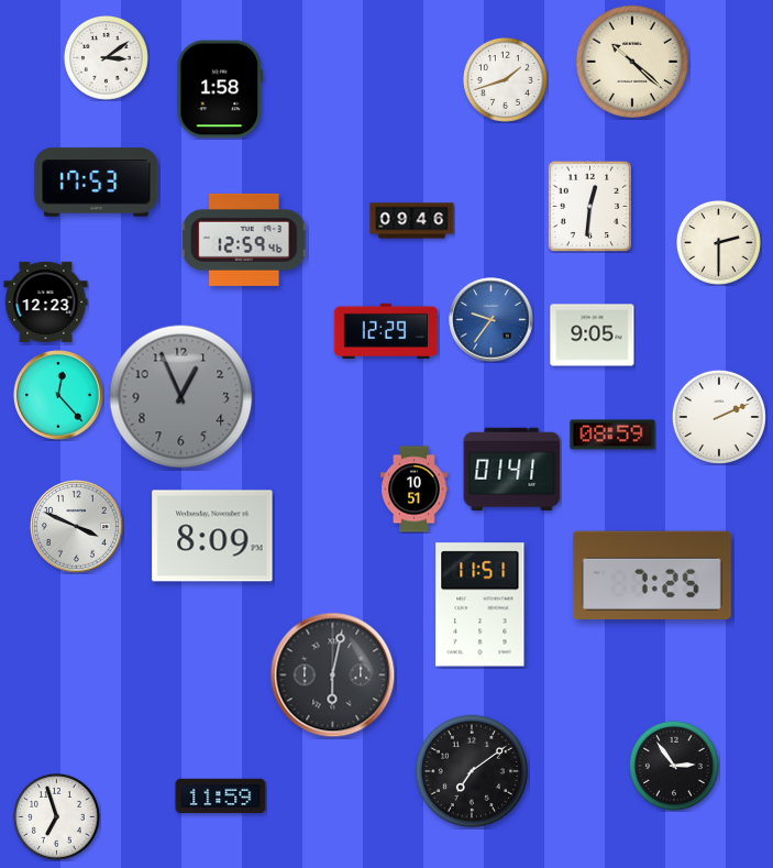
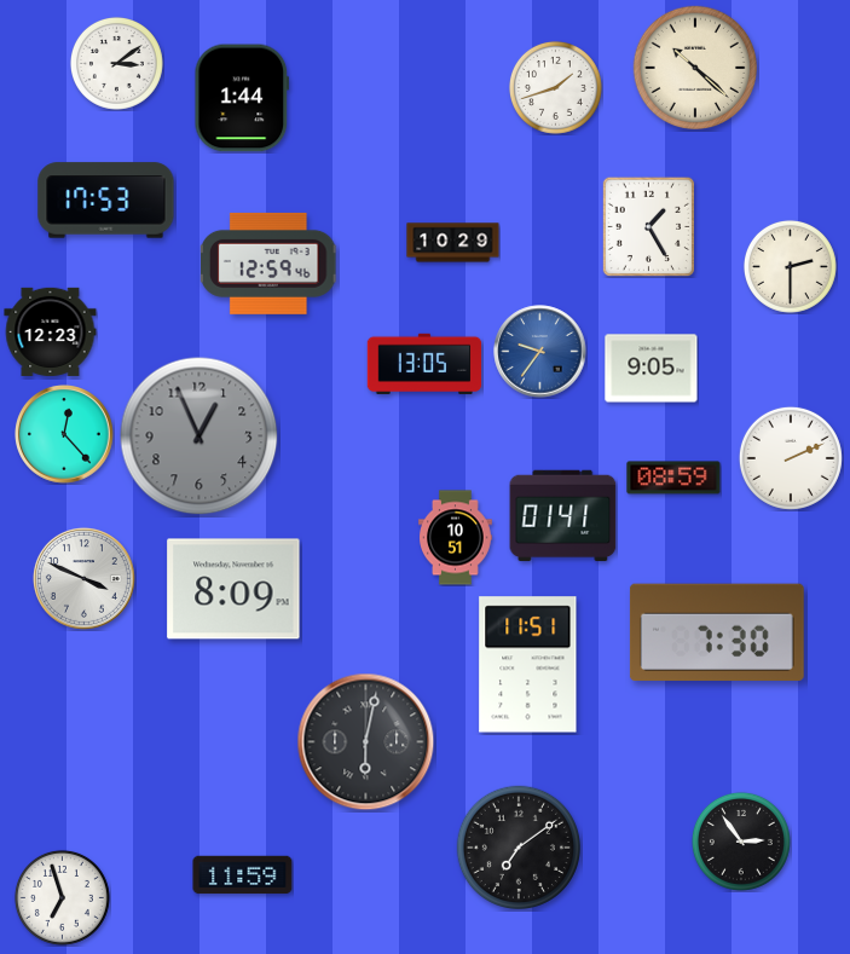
clock at (220, 89): 1:58 -> 1:44
clock at (589, 206): 12:31 -> 1:25
clock at (412, 221): 09:46 -> 10:29
clock at (386, 331): 12:29 -> 13:05
clock at (652, 574): 7:25 -> 7:30
